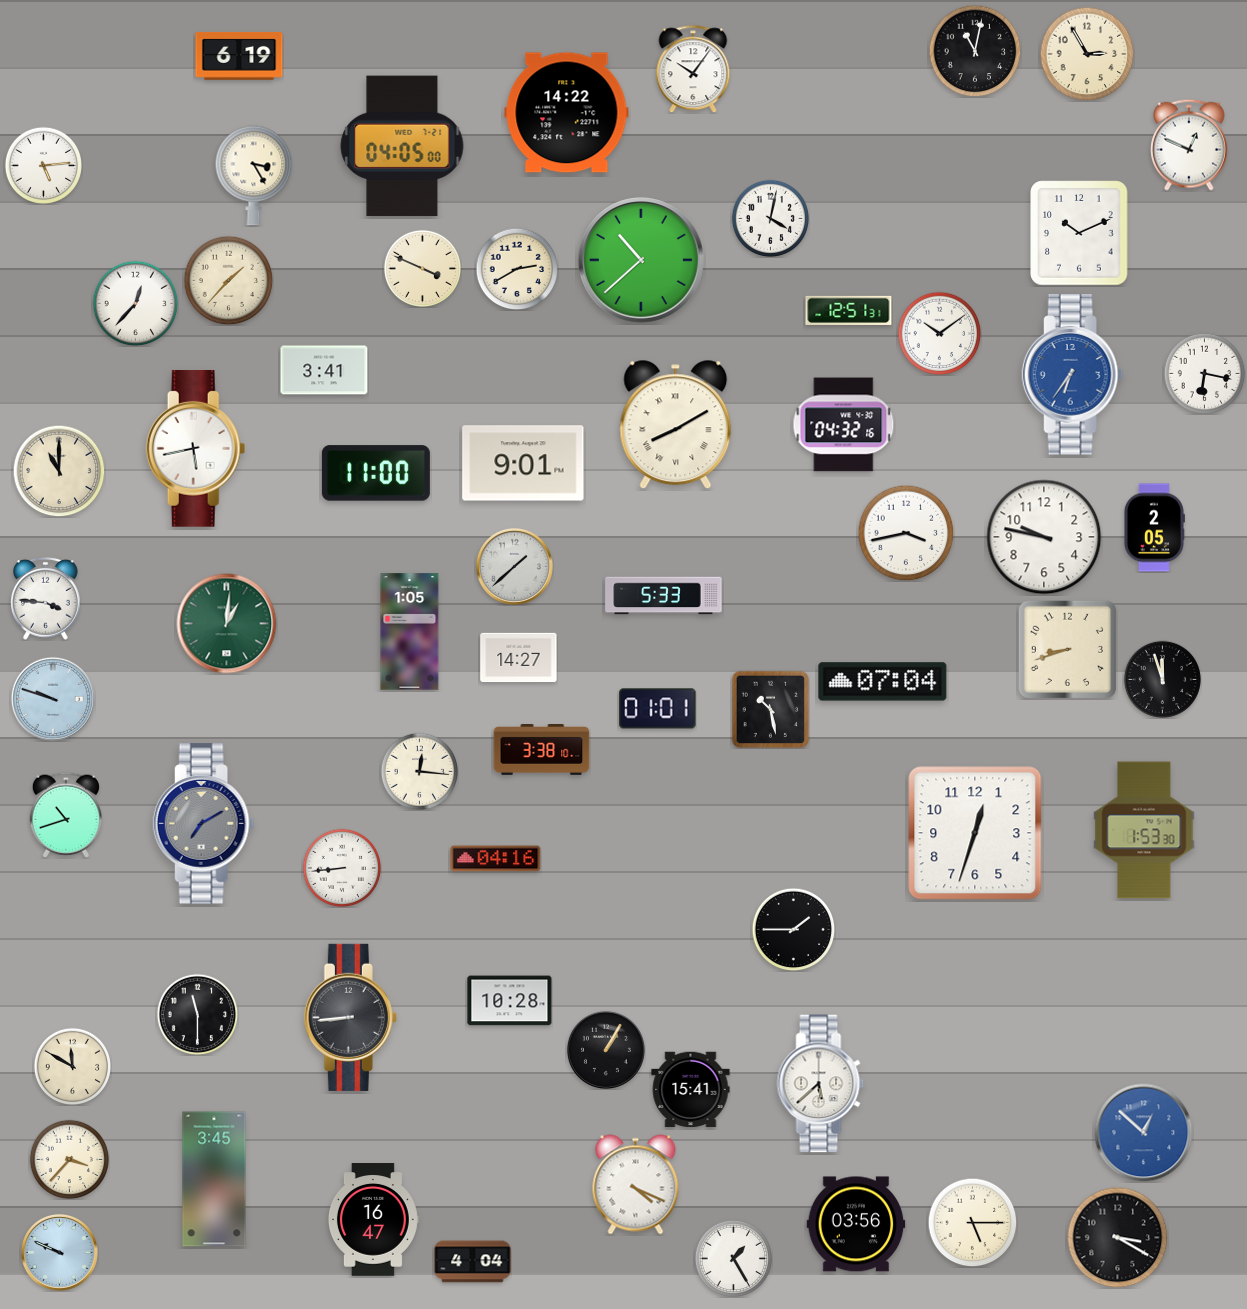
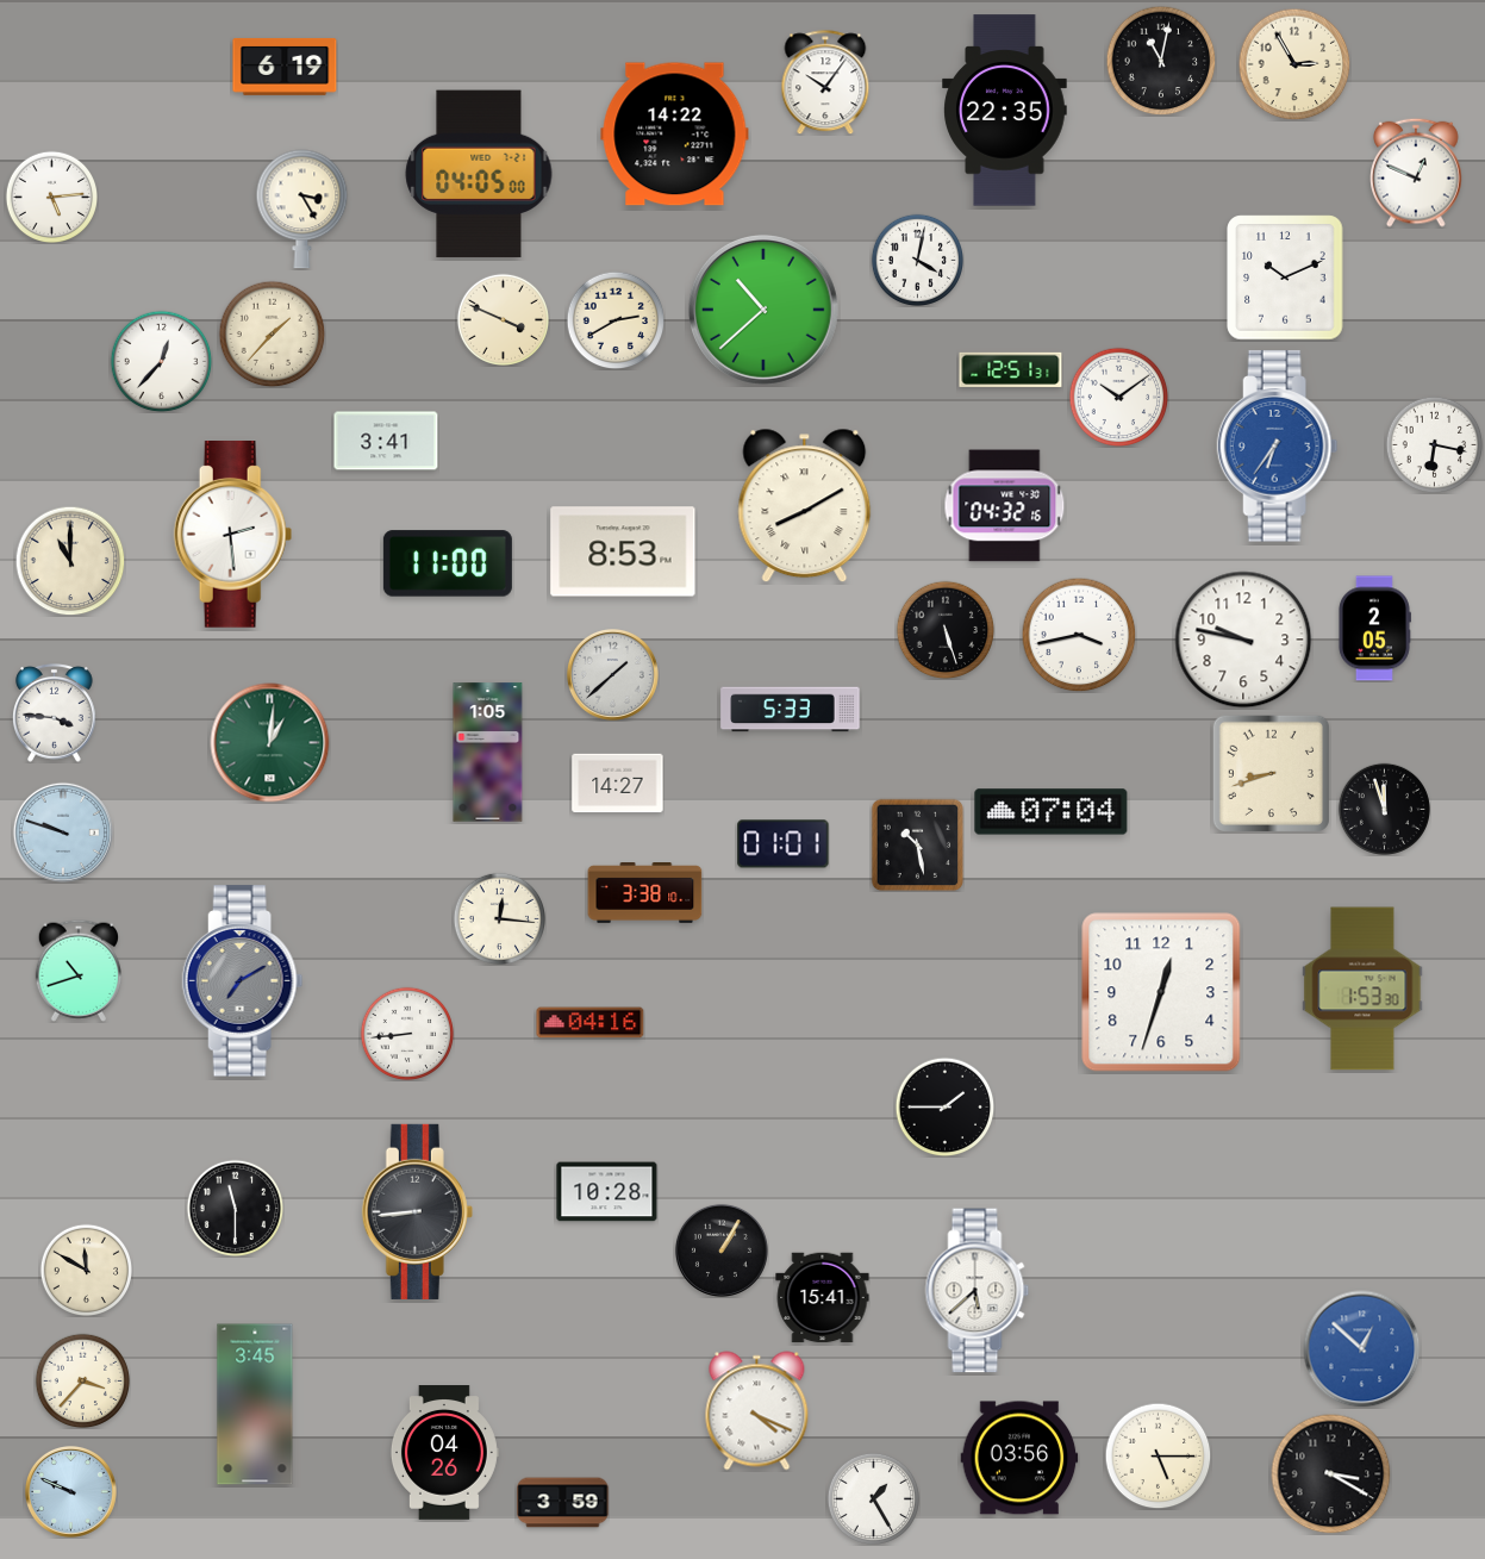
clock at (1005, 111): none -> 22:35
clock at (196, 449): 5:43 -> 2:29
clock at (523, 463): 9:01 -> 8:53
clock at (946, 630): none -> 5:27
clock at (373, 1220): 16:47 -> 04:26
clock at (473, 1262): 4:04 -> 3:59
